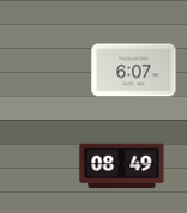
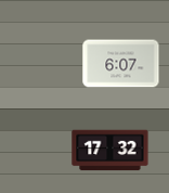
clock at (122, 166): 08:49 -> 17:32
